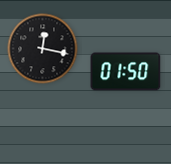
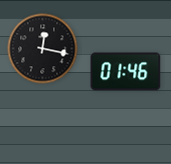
clock at (126, 72): 01:50 -> 01:46
